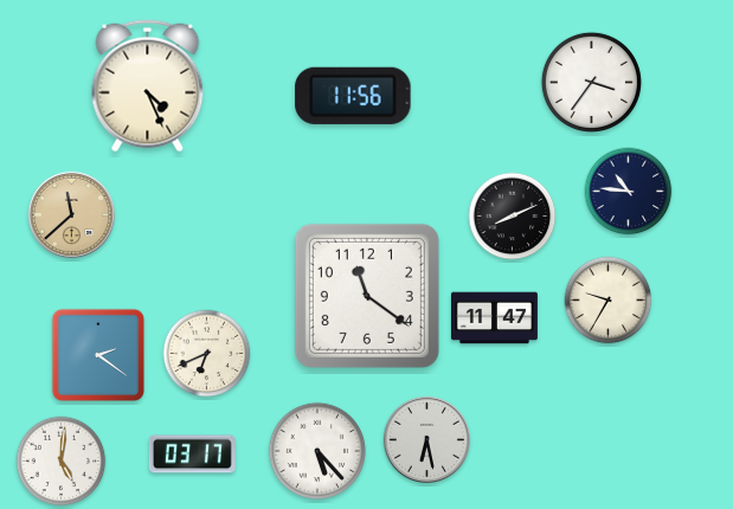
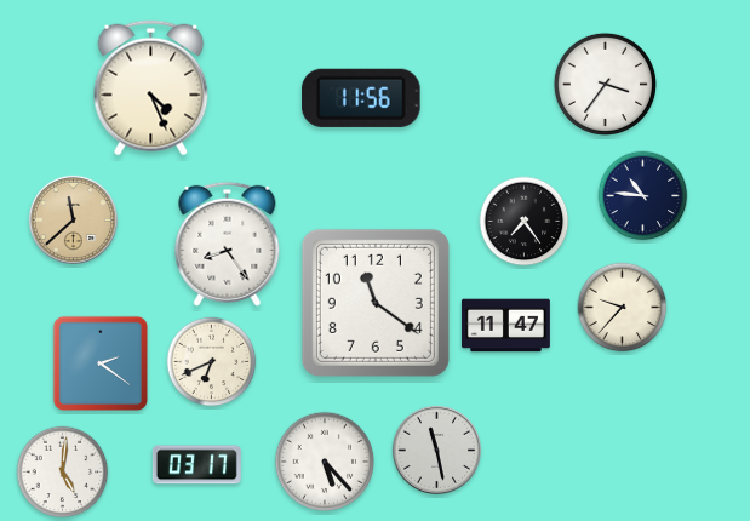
clock at (513, 217): 8:11 -> 7:24
clock at (228, 244): none -> 8:24
clock at (609, 301): 9:35 -> 9:37
clock at (426, 439): 6:28 -> 11:28
